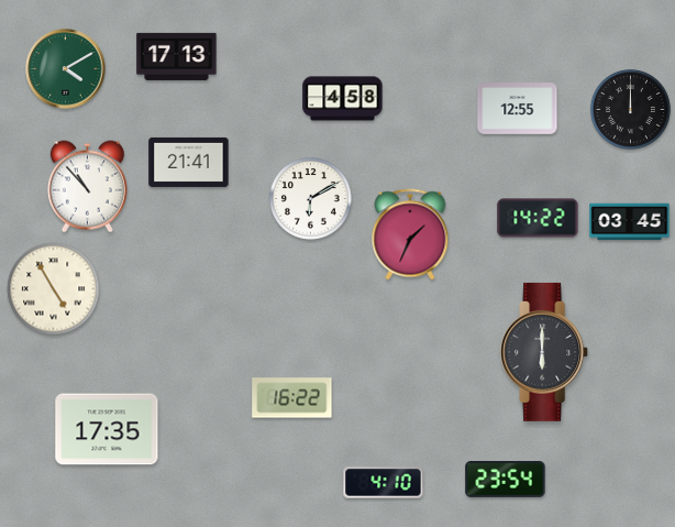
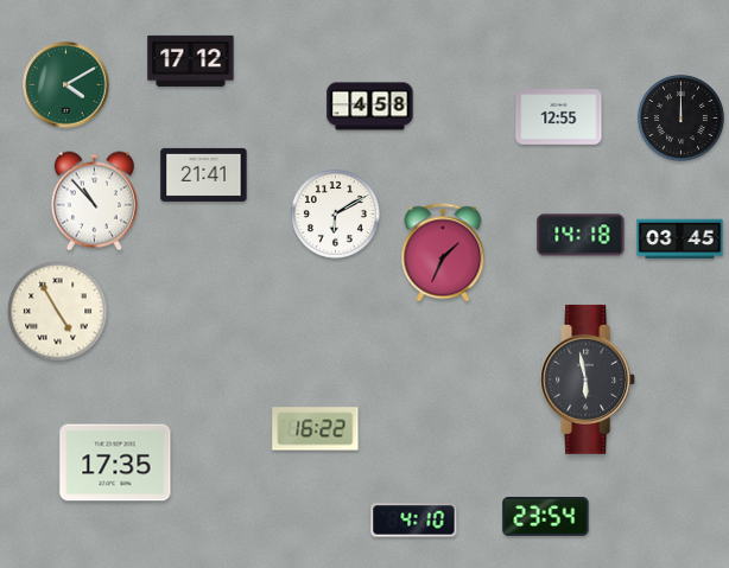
clock at (177, 56): 17:13 -> 17:12
clock at (66, 69) position: (66, 69) -> (66, 85)
clock at (538, 218): 14:22 -> 14:18
clock at (545, 352): 6:00 -> 5:58
